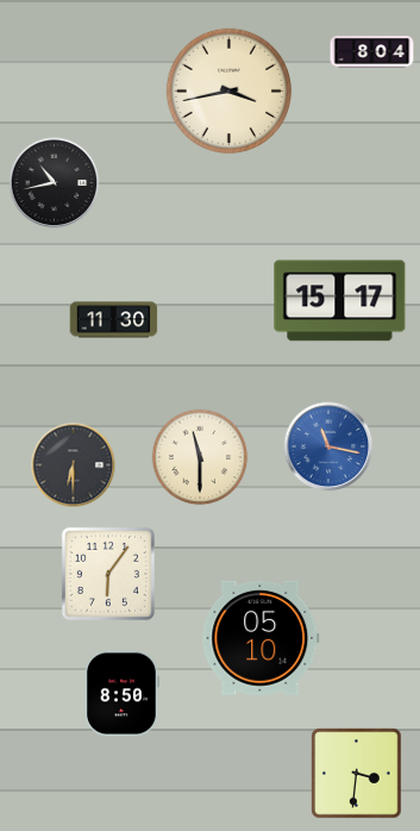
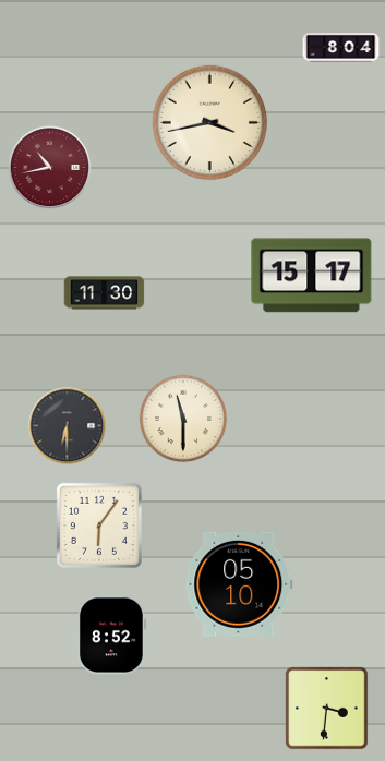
clock at (230, 92) position: (230, 92) -> (210, 123)
clock at (55, 183) dial: black -> burgundy
clock at (328, 446): 11:17 -> none
clock at (121, 694): 8:50 -> 8:52
